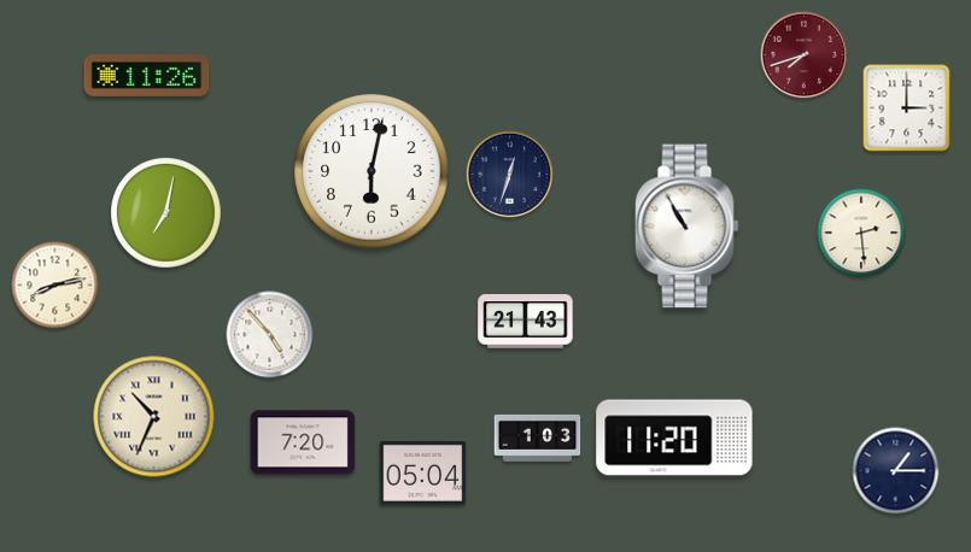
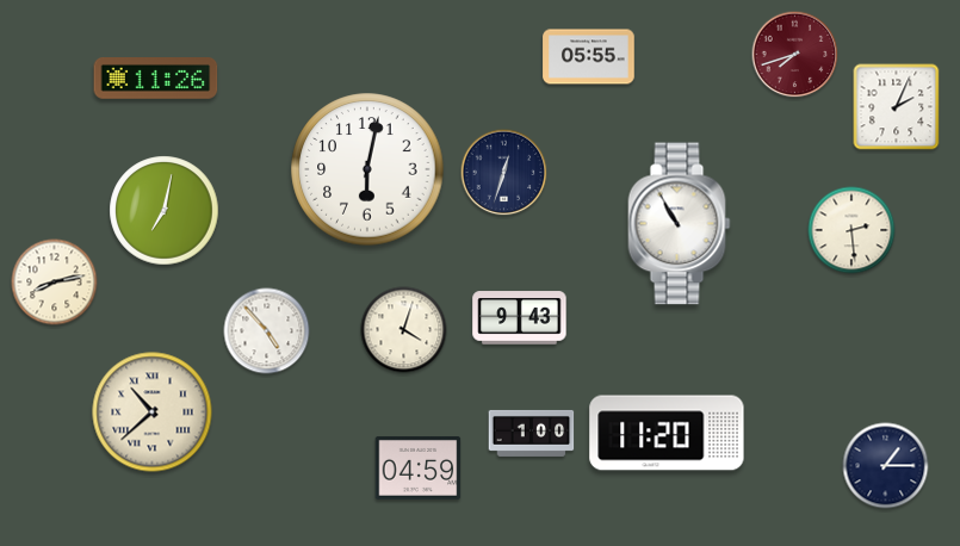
clock at (589, 57): none -> 05:55
clock at (147, 76) position: (147, 76) -> (156, 79)
clock at (907, 108): 3:00 -> 2:04
clock at (526, 322): 21:43 -> 9:43
clock at (404, 330): none -> 4:03
clock at (154, 417): 10:34 -> 10:38
clock at (538, 438): 1:03 -> 1:00
clock at (303, 442): 7:20 -> none
clock at (423, 472): 05:04 -> 04:59
